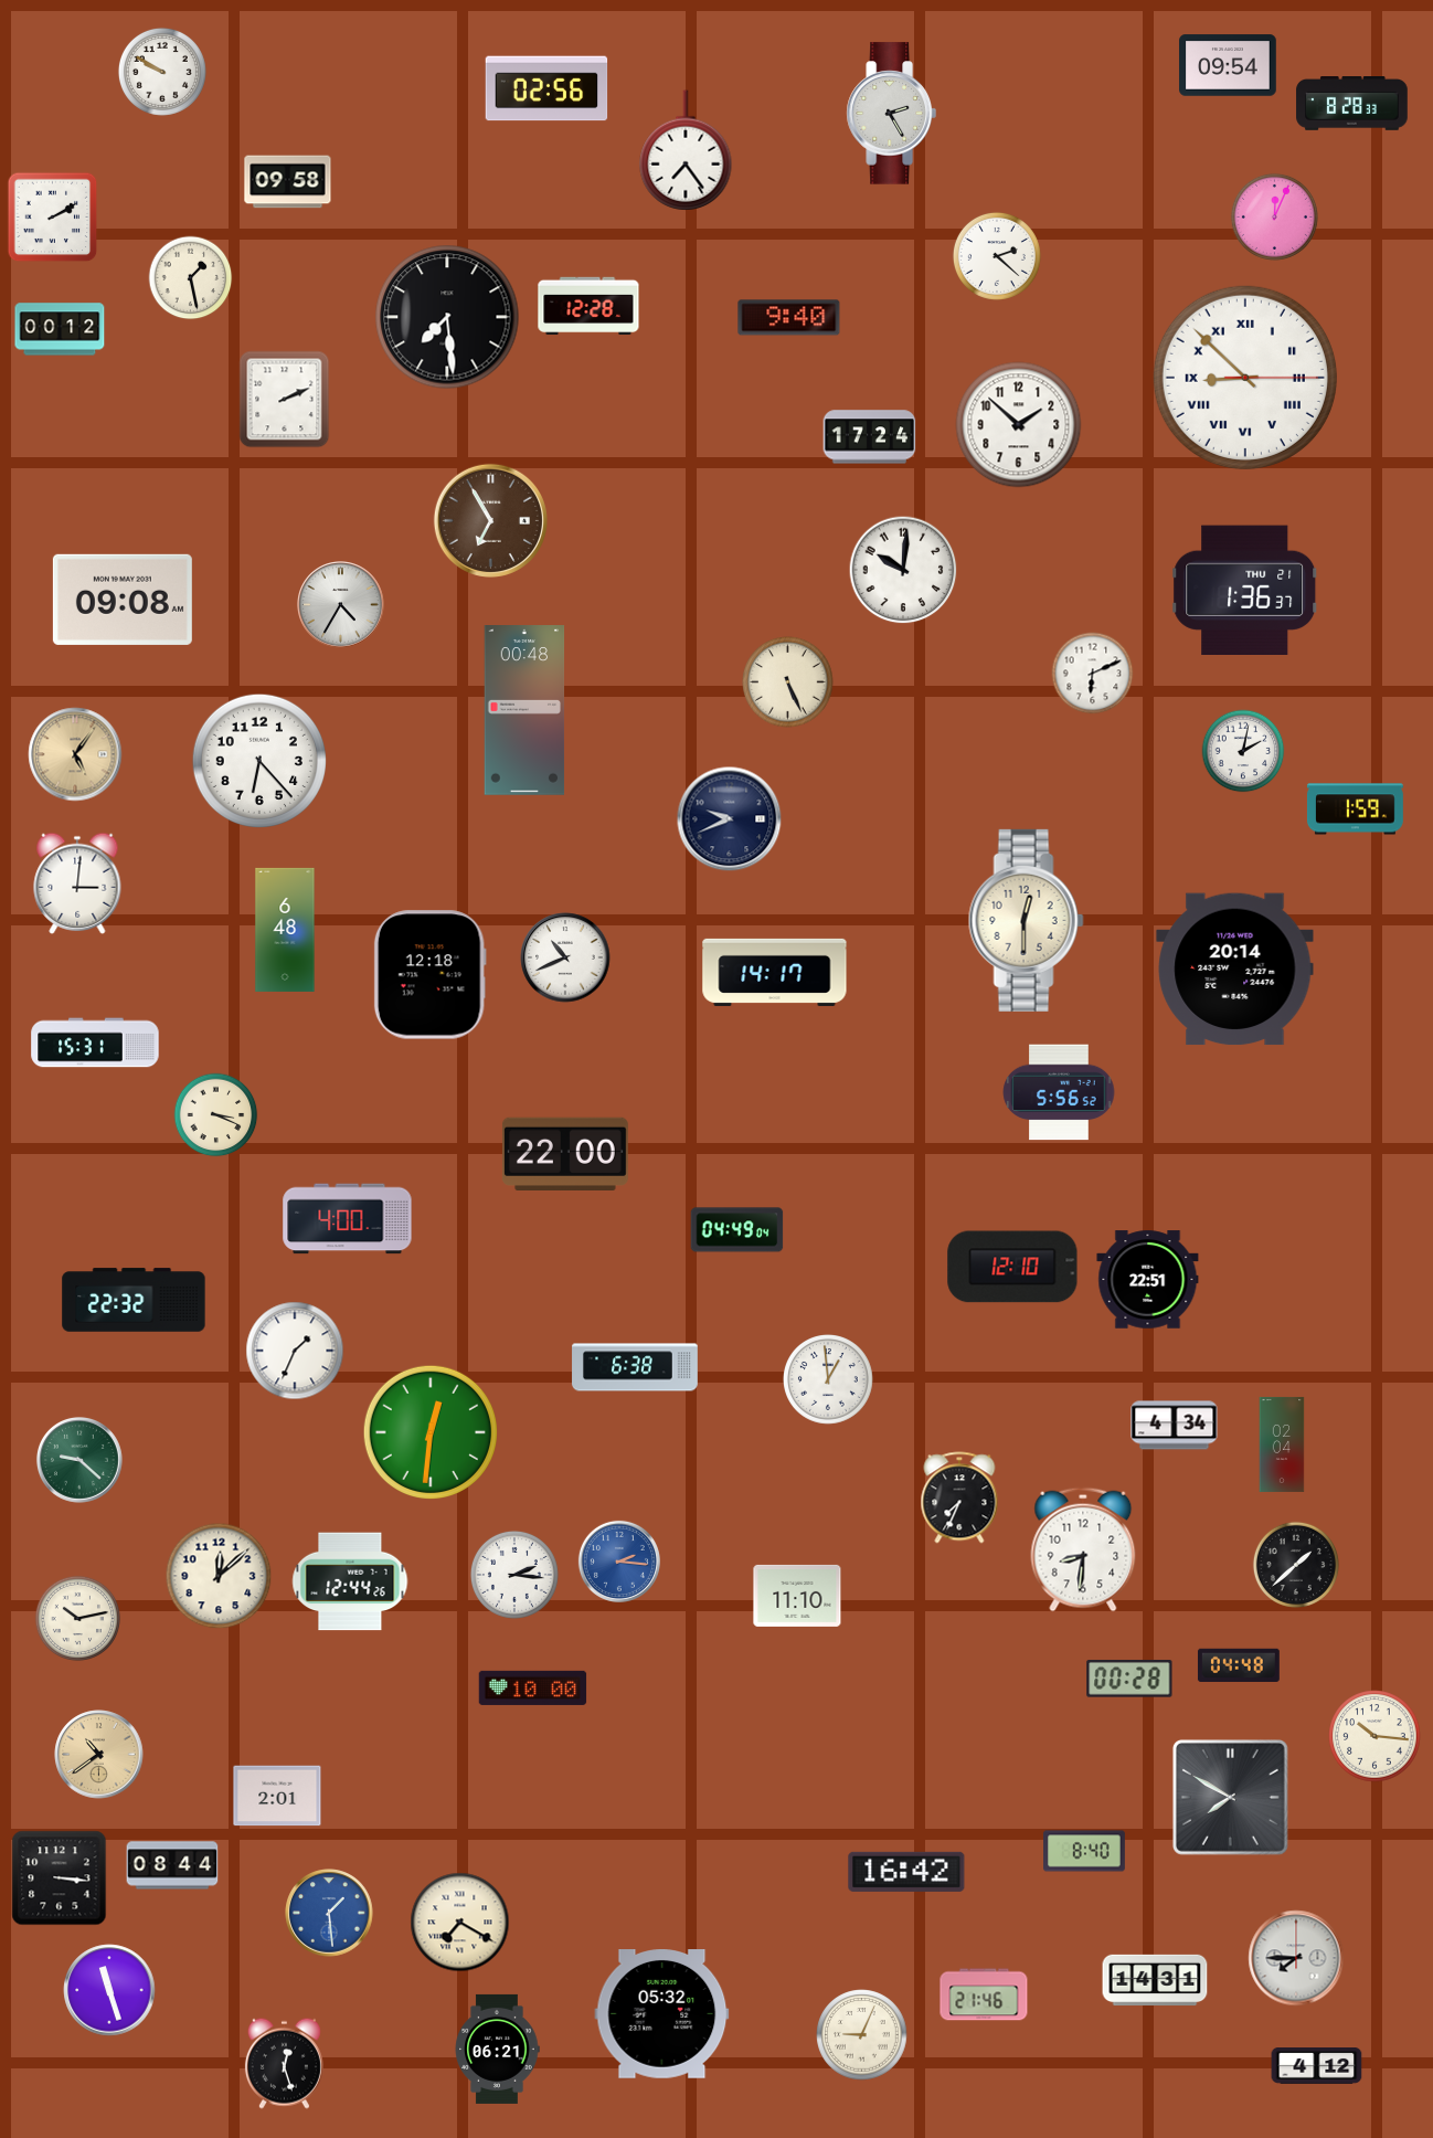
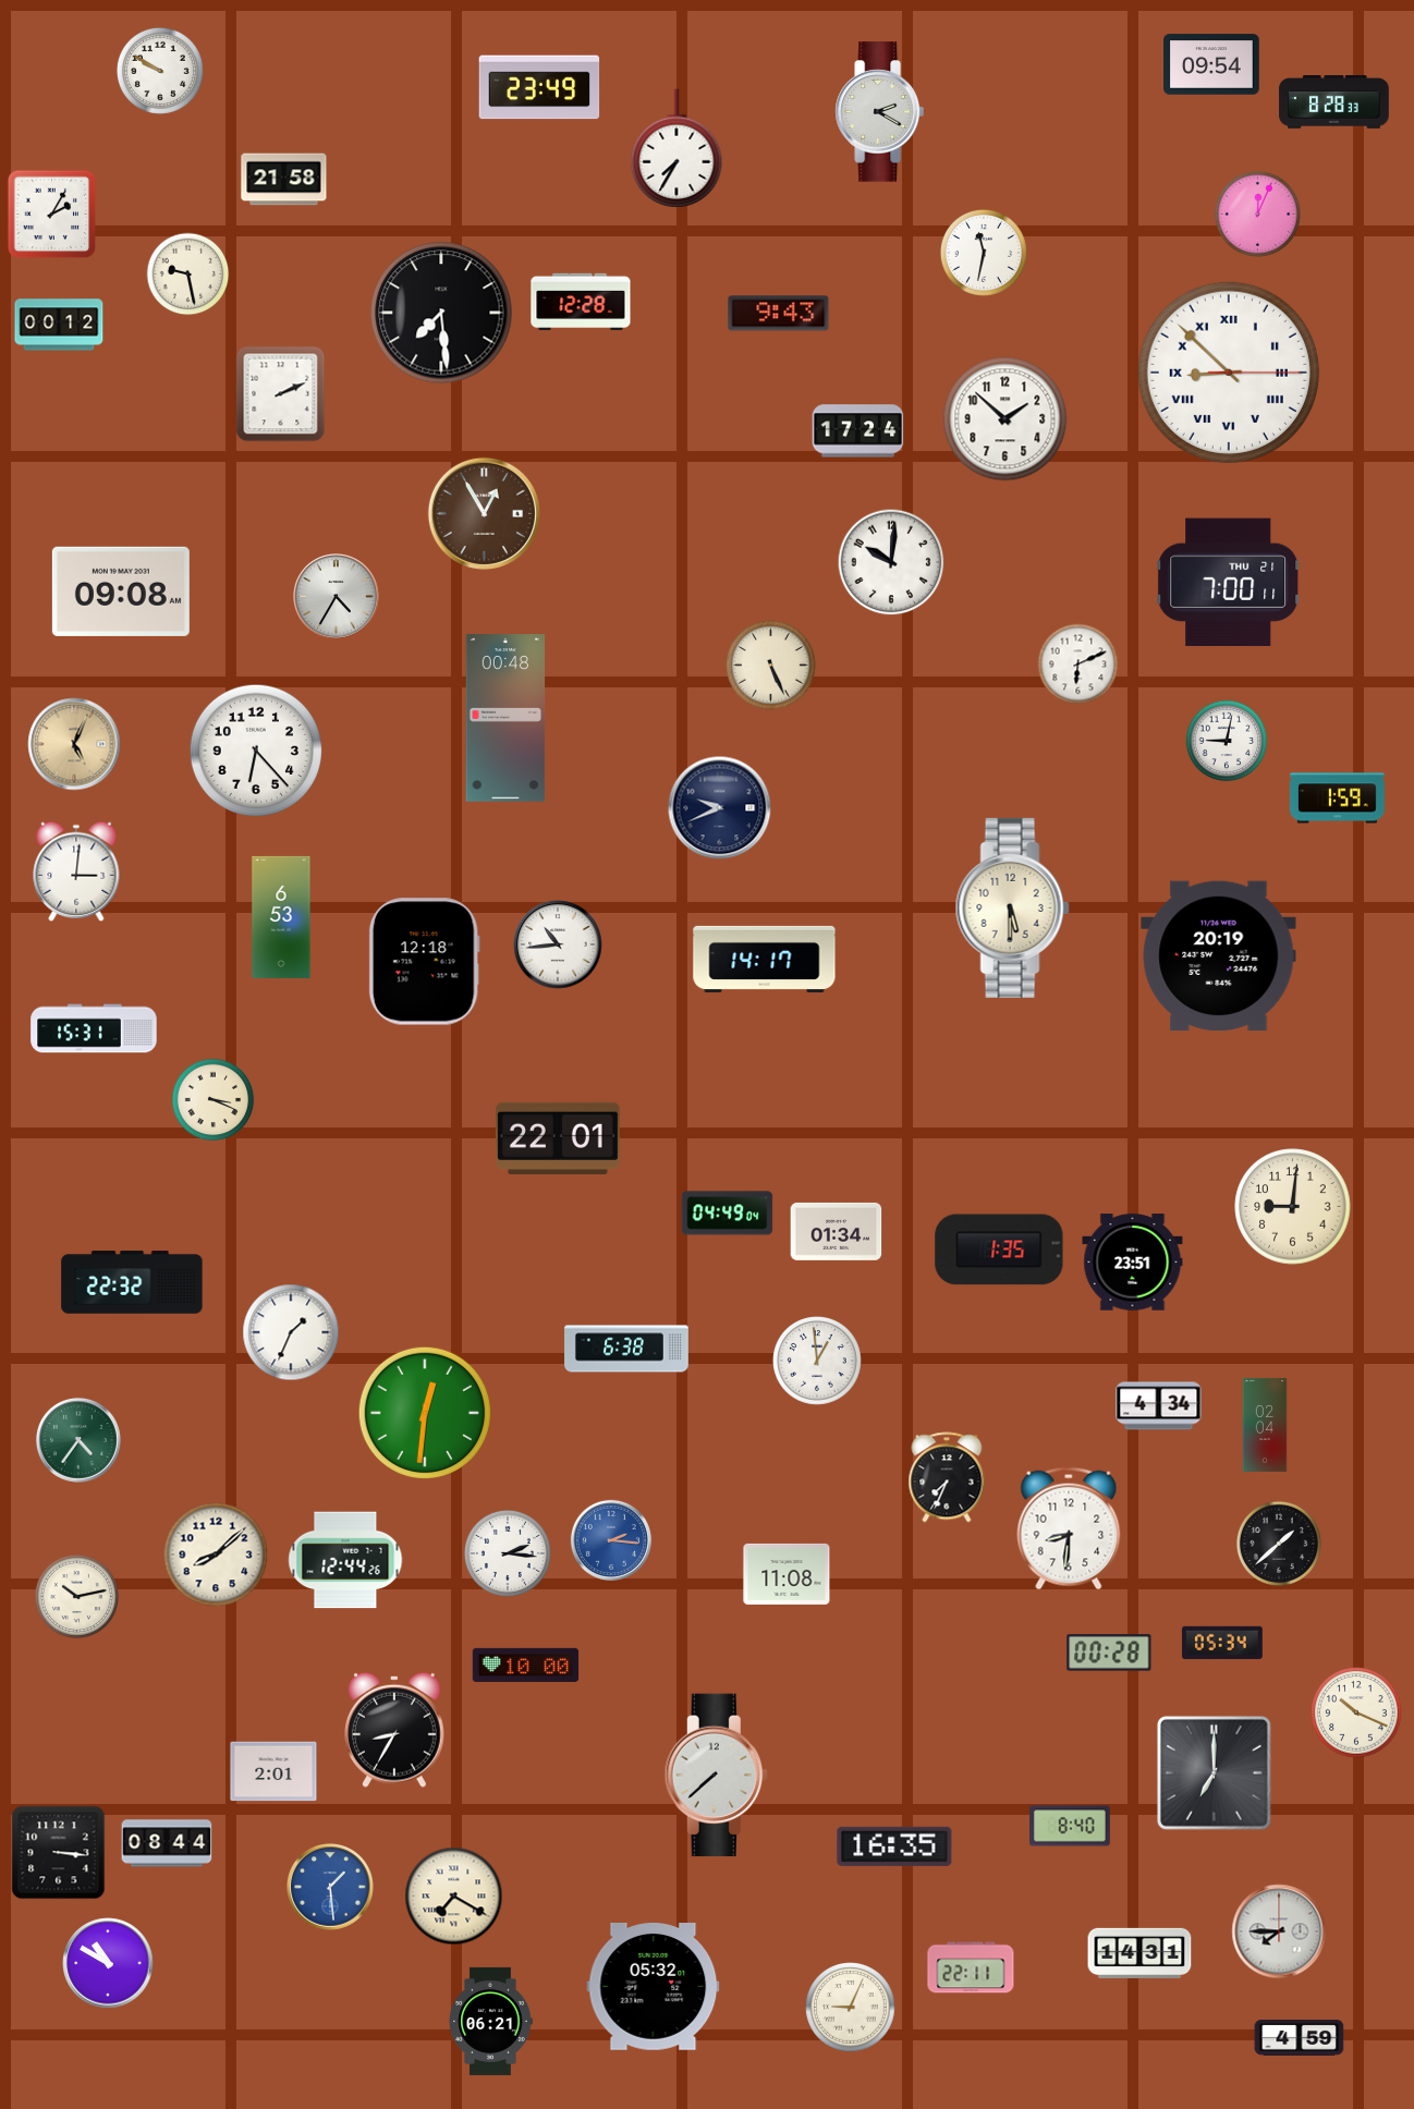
clock at (546, 88): 02:56 -> 23:49
clock at (891, 114): 2:25 -> 2:20
clock at (686, 150): 7:24 -> 7:35
clock at (288, 182): 09:58 -> 21:58
clock at (53, 218): 2:10 -> 2:05
clock at (997, 256): 2:22 -> 11:32
clock at (191, 278): 1:28 -> 9:28
clock at (789, 318): 9:40 -> 9:43
clock at (490, 520): 6:55 -> 12:55
clock at (1245, 590): 1:36 -> 7:00
clock at (788, 682) position: (788, 682) -> (771, 666)
clock at (524, 711) position: (524, 711) -> (505, 719)
clock at (1243, 751): 2:02 -> 9:02
clock at (75, 754): 5:06 -> 5:04
clock at (1026, 920): 12:30 -> 5:30
clock at (285, 930): 6:48 -> 6:53
clock at (565, 957): 10:41 -> 10:44
clock at (1235, 970): 20:14 -> 20:19
clock at (1059, 1092): 5:56 -> none
clock at (565, 1153): 22:00 -> 22:01
clock at (348, 1219): 4:00 -> none
clock at (1293, 1207): none -> 9:01
clock at (837, 1231): none -> 01:34
clock at (1012, 1267): 12:10 -> 1:35
clock at (1148, 1280): 22:51 -> 23:51
clock at (79, 1460): 9:22 -> 4:36
clock at (219, 1576): 12:08 -> 8:08
clock at (797, 1596): 11:10 -> 11:08
clock at (1239, 1664): 04:48 -> 05:34
clock at (1129, 1679) position: (1129, 1679) -> (1109, 1653)
clock at (1374, 1736): 10:16 -> 10:19
clock at (395, 1730): none -> 8:35
clock at (99, 1755): 10:39 -> none
clock at (1230, 1797): 7:50 -> 7:00
clock at (716, 1776): none -> 7:38
clock at (172, 1865) position: (172, 1865) -> (167, 1843)
clock at (906, 1872): 16:42 -> 16:35
clock at (329, 1913) position: (329, 1913) -> (330, 1887)
clock at (109, 1990): 11:27 -> 10:50
clock at (984, 1994): 21:46 -> 22:11
clock at (284, 2063): 12:27 -> none
clock at (1317, 2066): 4:12 -> 4:59
